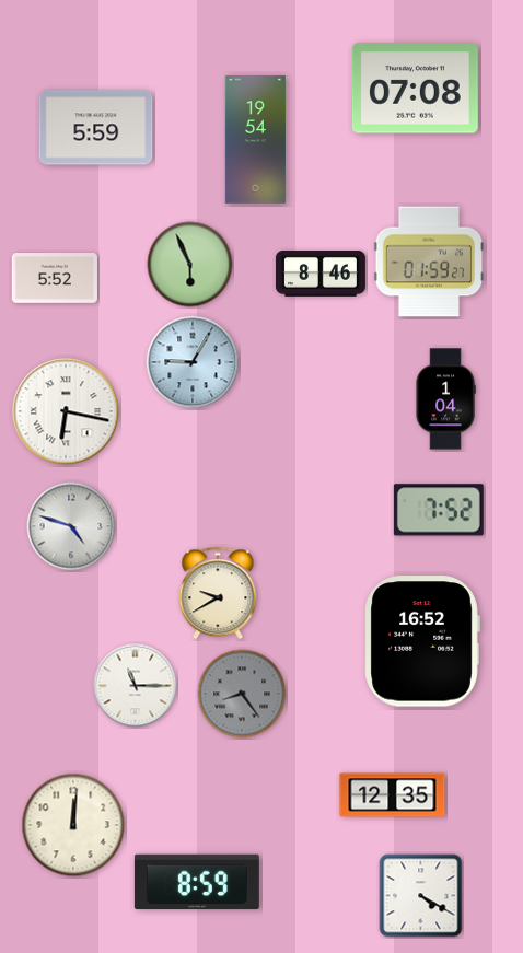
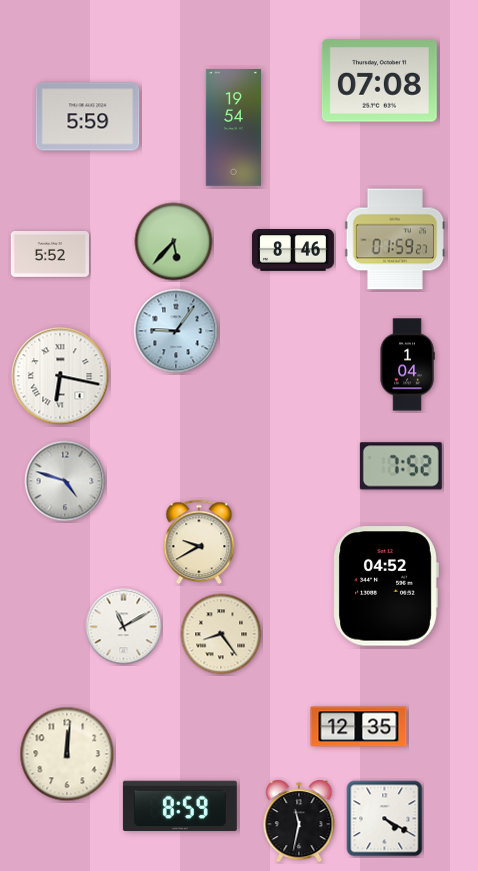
clock at (429, 262) position: (429, 262) -> (395, 239)
clock at (190, 265): 5:56 -> 5:37
clock at (193, 362): 9:05 -> 9:06
clock at (422, 641): 16:52 -> 04:52
clock at (136, 686): 11:15 -> 11:10
clock at (242, 694) dial: grey -> cream
clock at (299, 821): none -> 11:32
